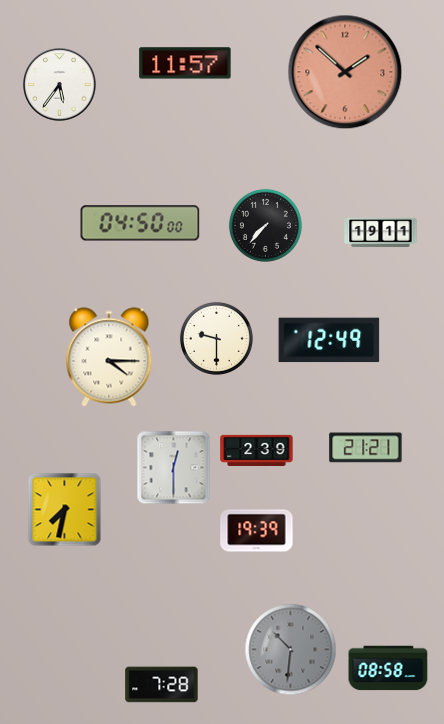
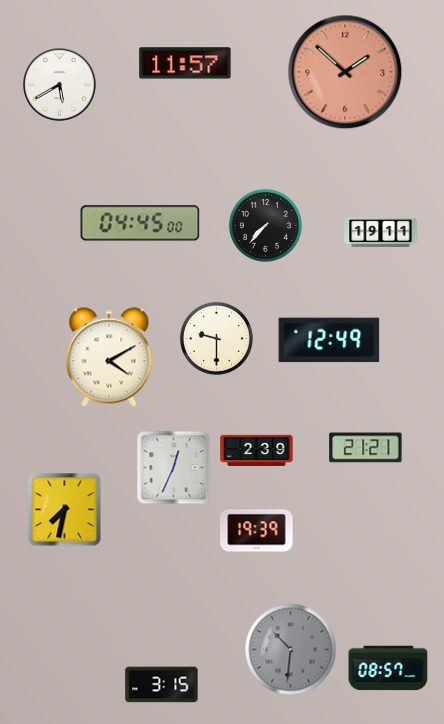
clock at (60, 85): 5:36 -> 5:40
clock at (140, 223): 04:50 -> 04:45
clock at (109, 357): 4:15 -> 4:10
clock at (174, 468): 12:30 -> 12:34
clock at (388, 668): 08:58 -> 08:57
clock at (162, 685): 7:28 -> 3:15
